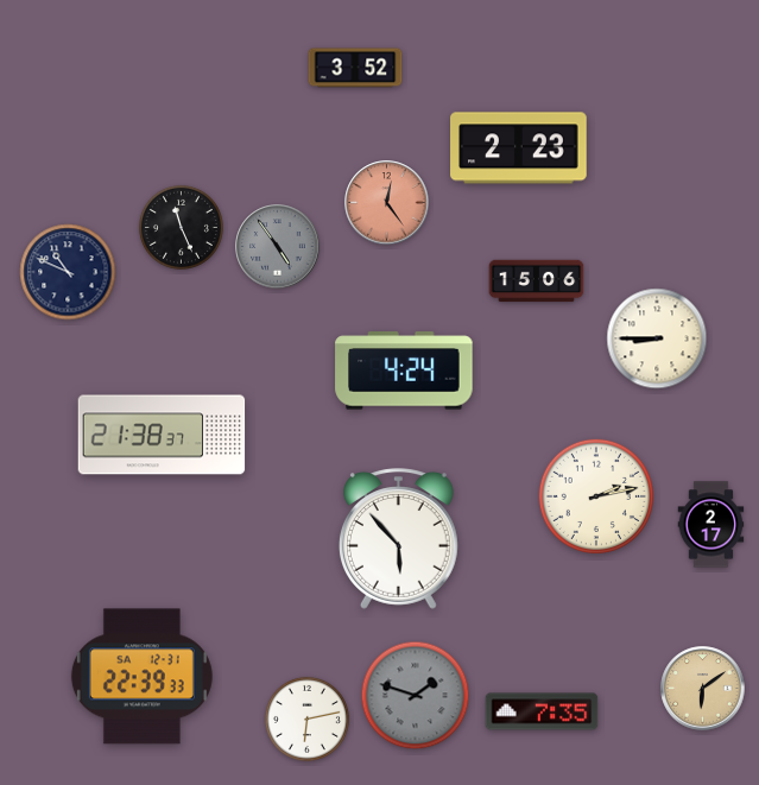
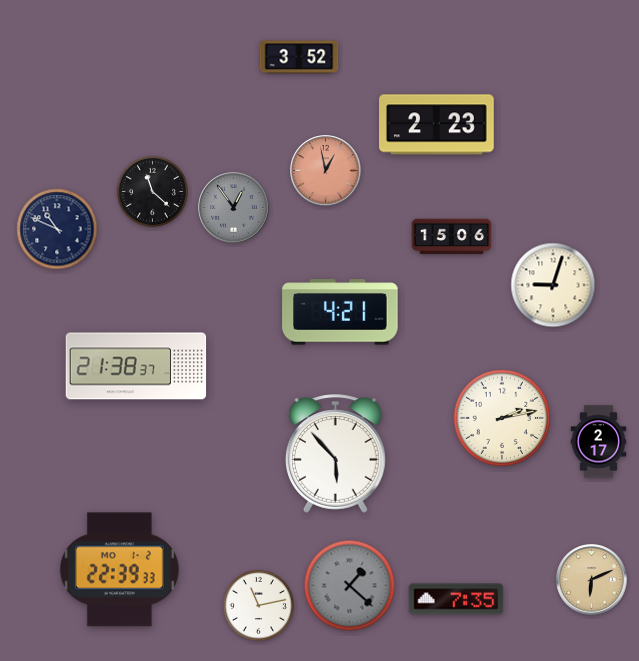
clock at (387, 203): 12:24 -> 12:58
clock at (181, 227): 11:26 -> 11:22
clock at (278, 247): 4:54 -> 12:54
clock at (657, 338): 8:45 -> 9:03
clock at (404, 371): 4:24 -> 4:21
clock at (141, 677) date: SA 12-31 -> MO 1-2
clock at (703, 689): 6:09 -> 6:11
clock at (416, 696): 1:48 -> 1:22
clock at (306, 718): 6:13 -> 11:13
